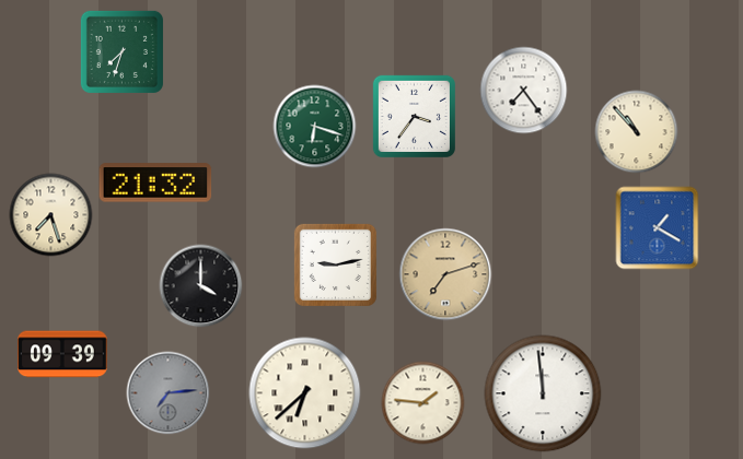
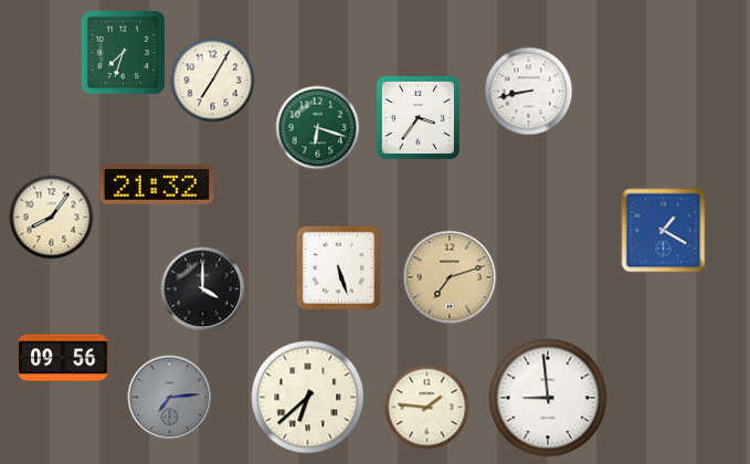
clock at (213, 81): none -> 7:05
clock at (524, 91): 7:24 -> 8:43
clock at (637, 132): 10:53 -> none
clock at (51, 215): 7:27 -> 8:06
clock at (335, 264): 9:13 -> 5:27
clock at (62, 354): 09:39 -> 09:56
clock at (543, 393): 11:59 -> 8:59
